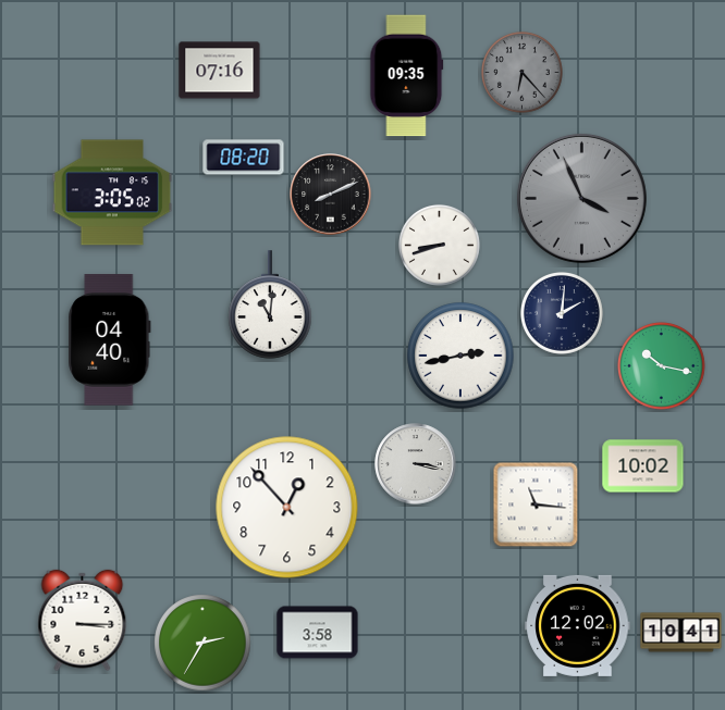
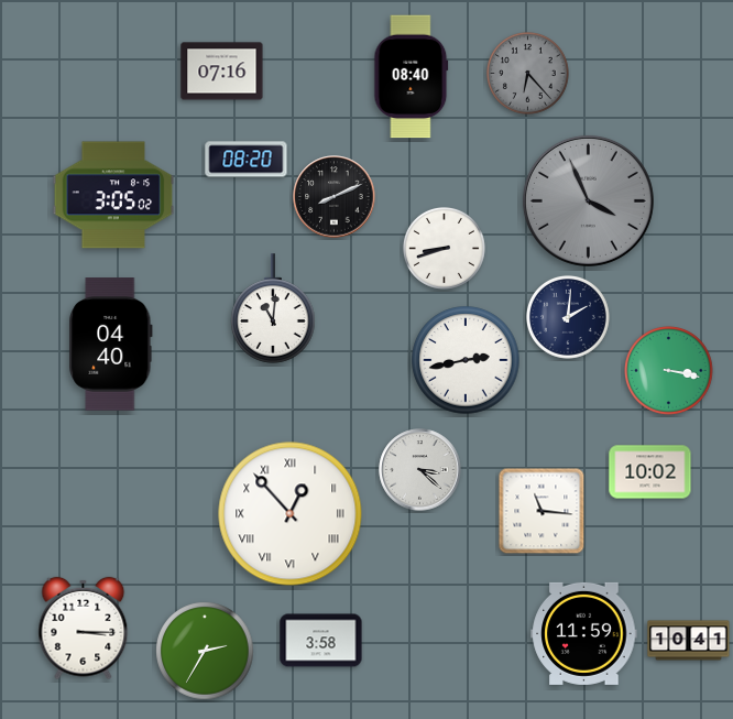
clock at (407, 76): 09:35 -> 08:40
clock at (662, 366): 10:17 -> 3:17
clock at (416, 464): 3:17 -> 3:22
clock at (287, 508) numerals: Arabic -> Roman
clock at (578, 625): 12:02 -> 11:59
